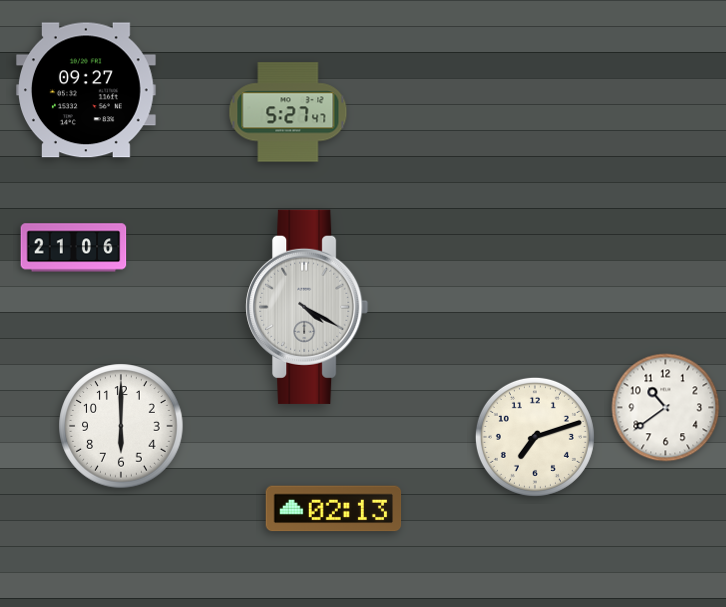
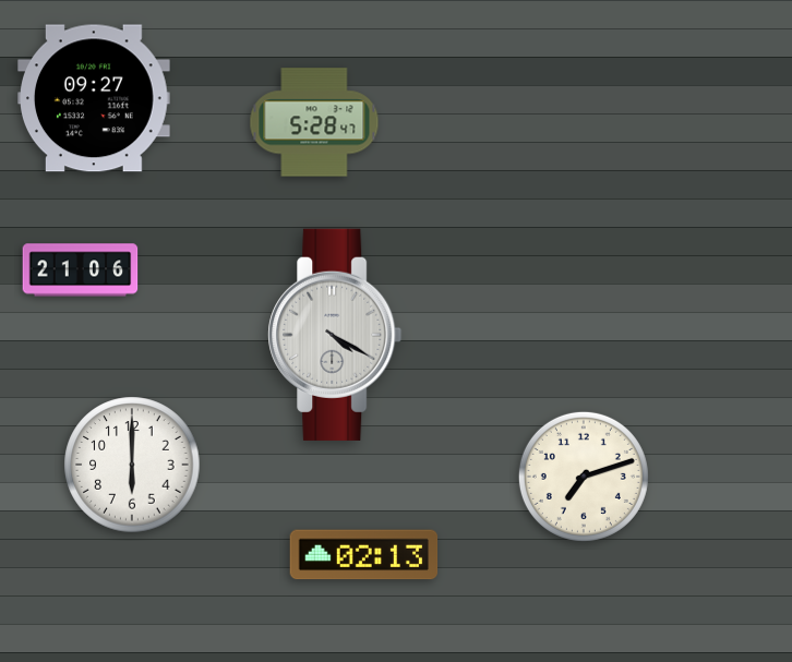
clock at (288, 112): 5:27 -> 5:28
clock at (666, 408): 10:39 -> none
